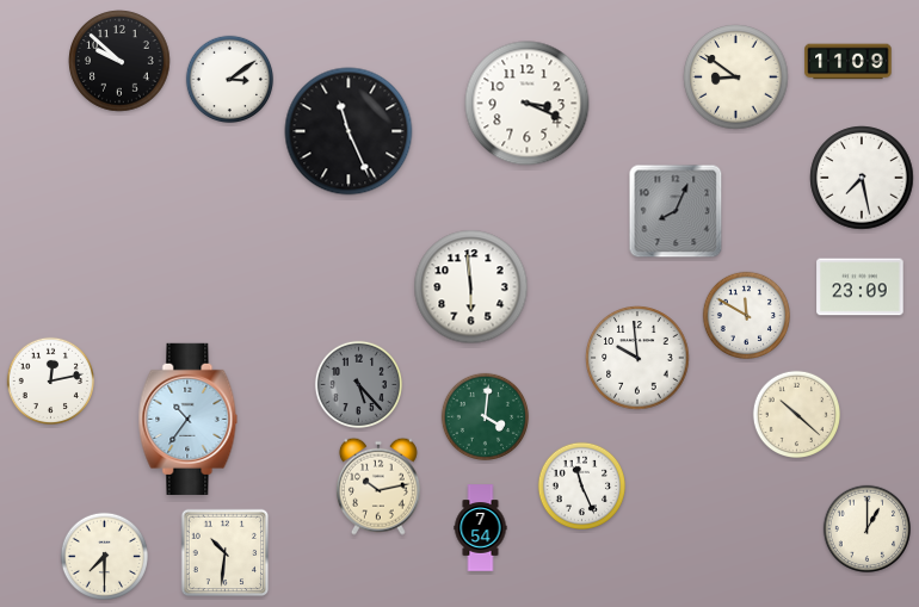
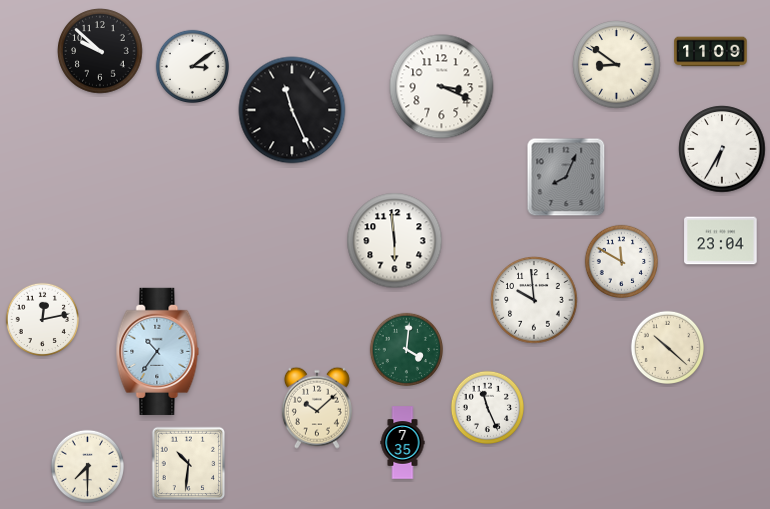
clock at (862, 178): 7:28 -> 6:35
clock at (861, 287): 23:09 -> 23:04
clock at (747, 316) position: (747, 316) -> (622, 262)
clock at (359, 385): 5:23 -> none
clock at (378, 487): 10:13 -> 10:08
clock at (481, 528): 7:54 -> 7:35
clock at (868, 529): 1:00 -> none
